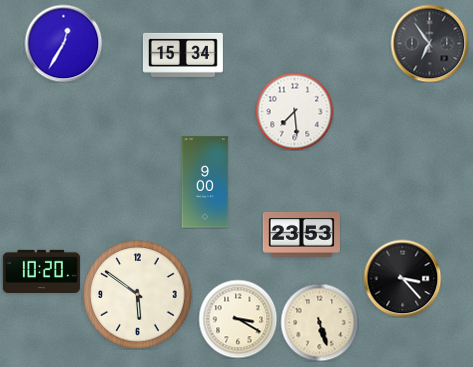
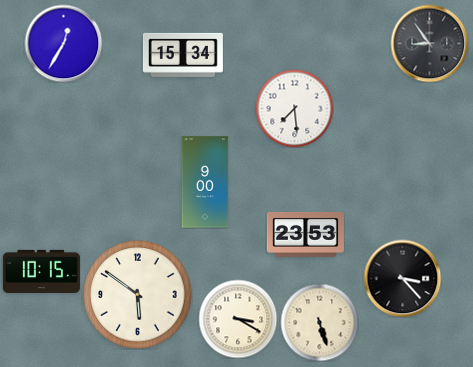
clock at (429, 43): 6:54 -> 8:54
clock at (294, 111) position: (294, 111) -> (294, 108)
clock at (301, 234) position: (301, 234) -> (305, 234)
clock at (41, 271): 10:20 -> 10:15
